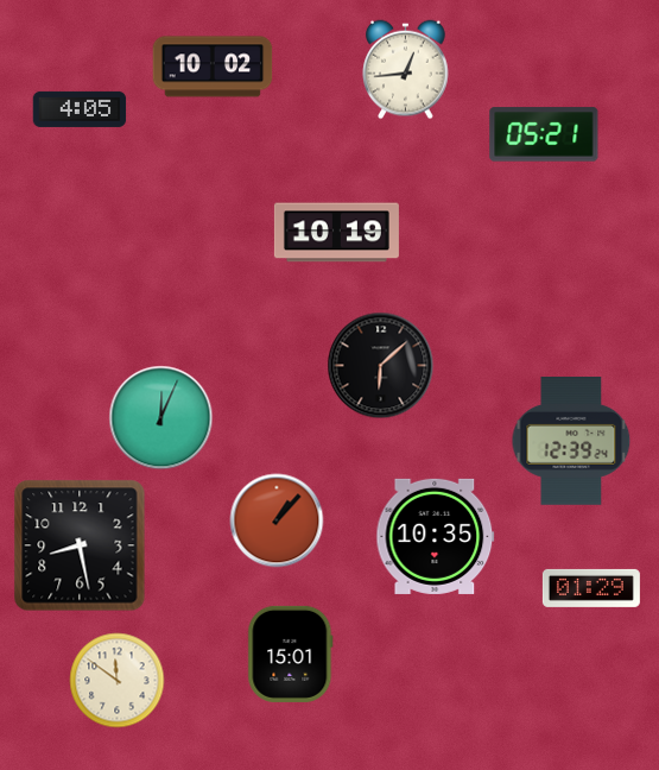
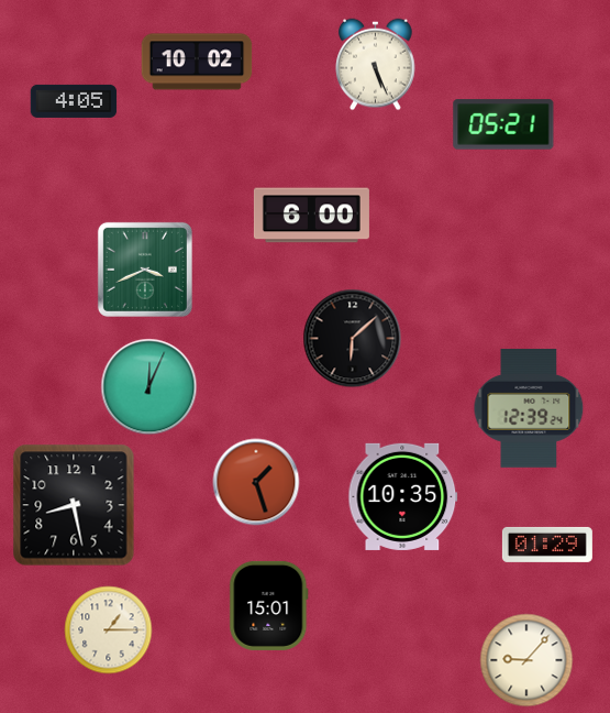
clock at (406, 70): 12:44 -> 5:26
clock at (336, 233): 10:19 -> 6:00
clock at (145, 270): none -> 3:41
clock at (277, 520): 1:07 -> 1:27
clock at (118, 681): 11:51 -> 1:15
clock at (526, 660): none -> 9:07
